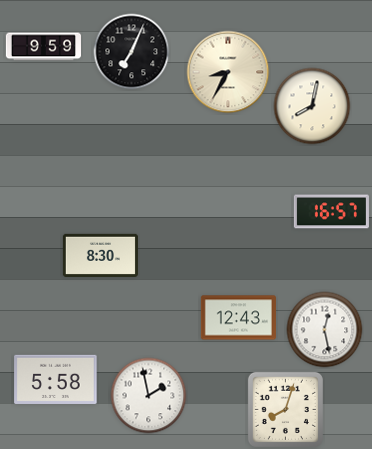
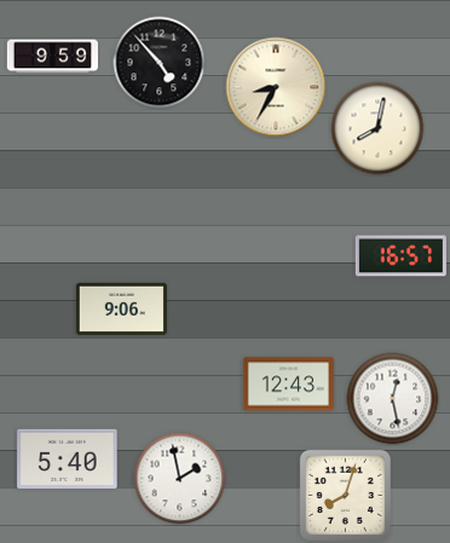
clock at (132, 52): 7:04 -> 4:53
clock at (100, 255): 8:30 -> 9:06
clock at (56, 379): 5:58 -> 5:40
